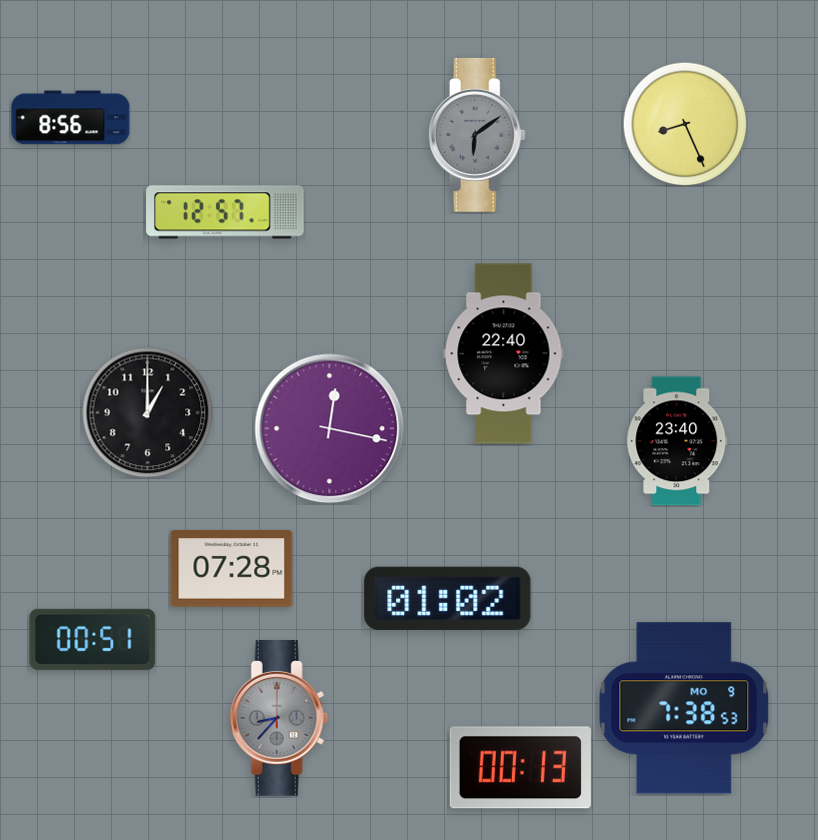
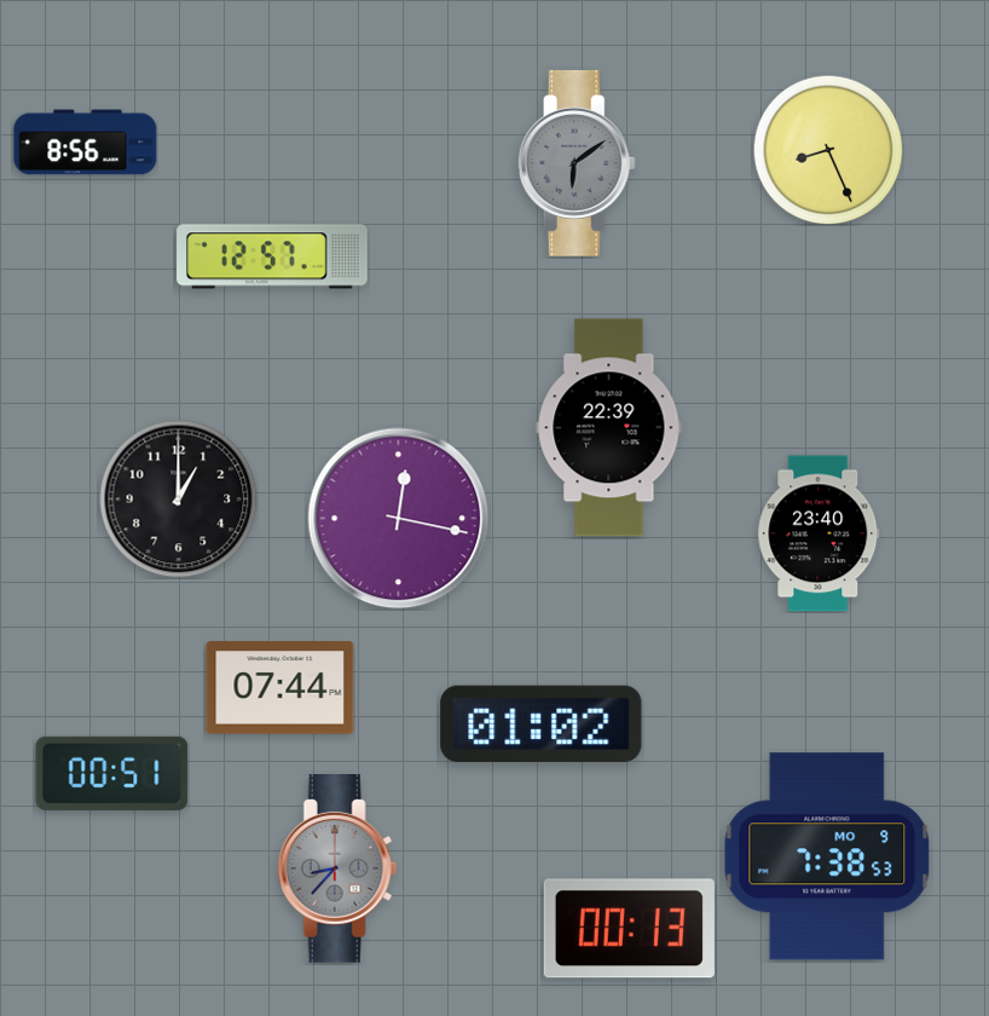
clock at (504, 354): 22:40 -> 22:39
clock at (232, 569): 07:28 -> 07:44
